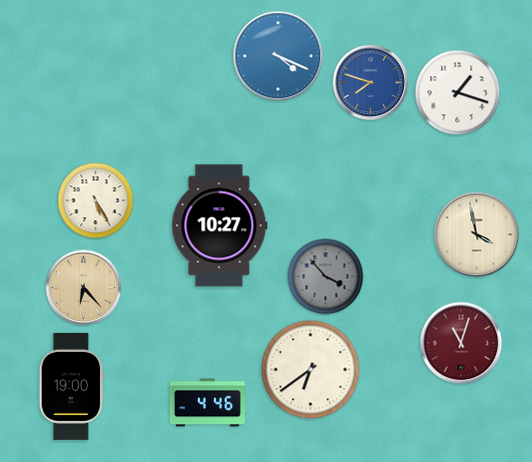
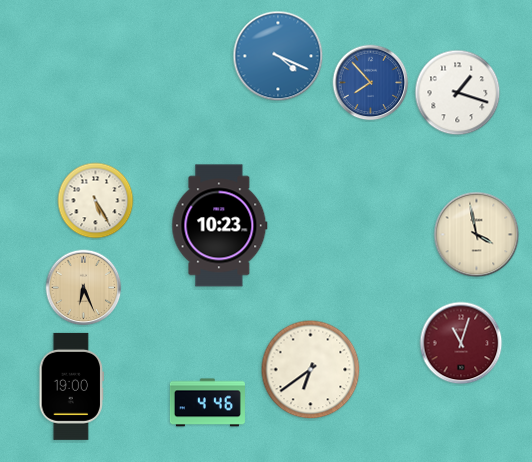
clock at (371, 83): 7:48 -> 7:53
clock at (220, 226): 10:27 -> 10:23
clock at (326, 277): 3:53 -> none
clock at (84, 288): 6:23 -> 6:26
